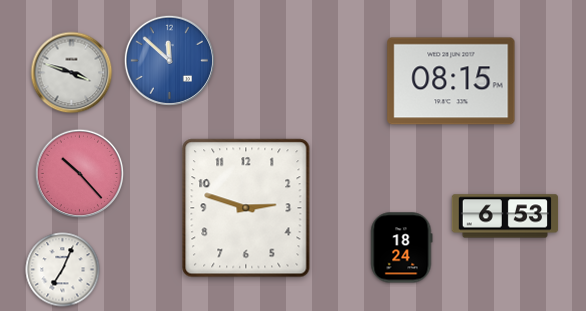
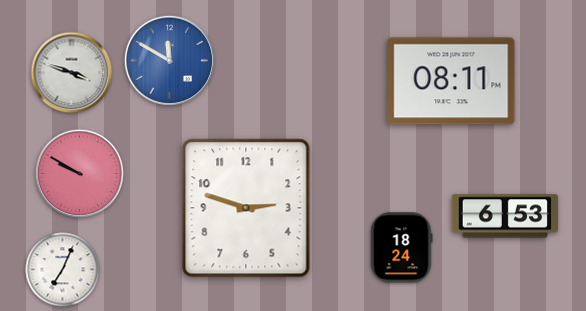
clock at (169, 60): 11:52 -> 11:50
clock at (451, 81): 08:15 -> 08:11
clock at (80, 174): 10:23 -> 9:50
